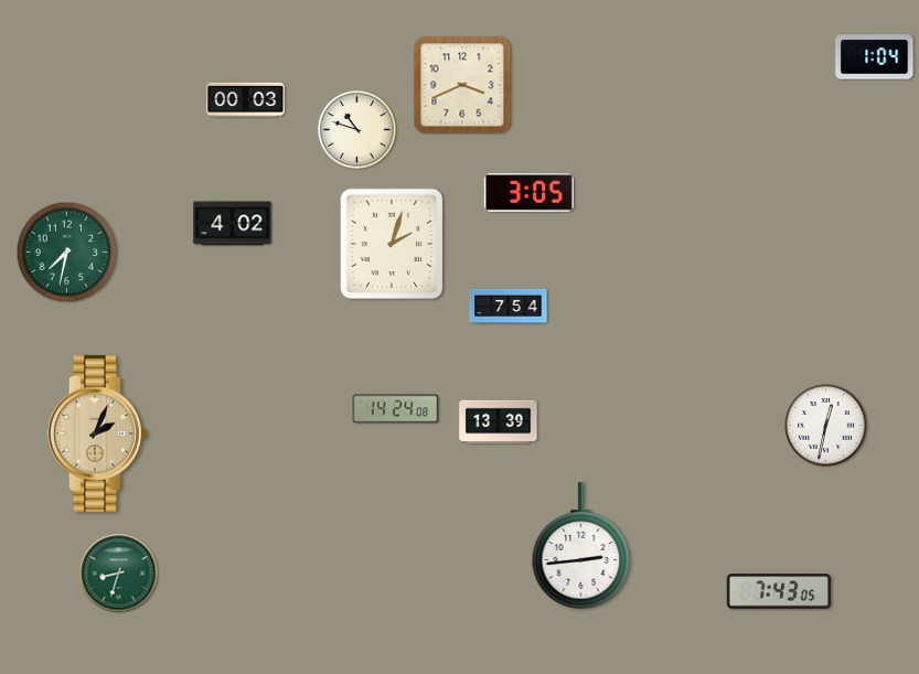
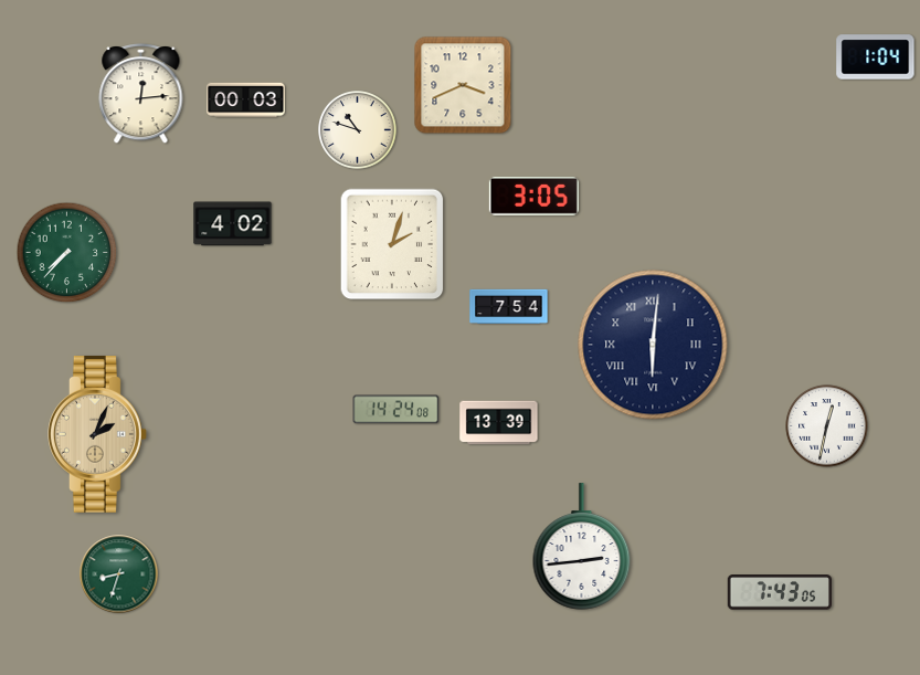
clock at (141, 94): none -> 12:14
clock at (528, 193) position: (528, 193) -> (533, 197)
clock at (67, 253): 7:32 -> 7:37
clock at (653, 345): none -> 6:01
